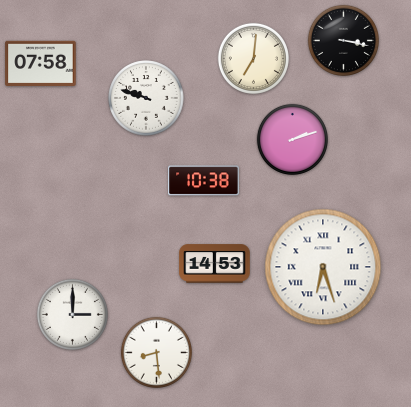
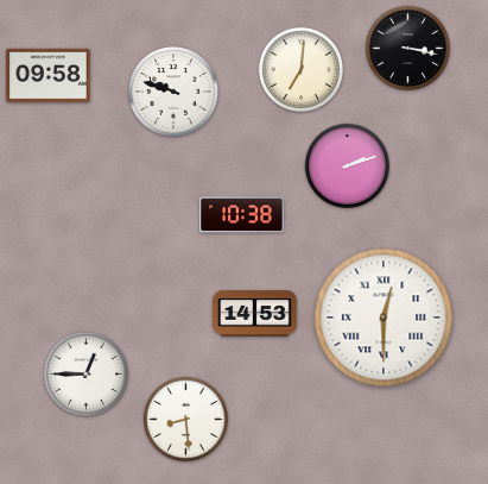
clock at (41, 63): 07:58 -> 09:58
clock at (146, 98) position: (146, 98) -> (173, 92)
clock at (323, 267): 6:27 -> 12:30
clock at (72, 314): 3:00 -> 12:45
